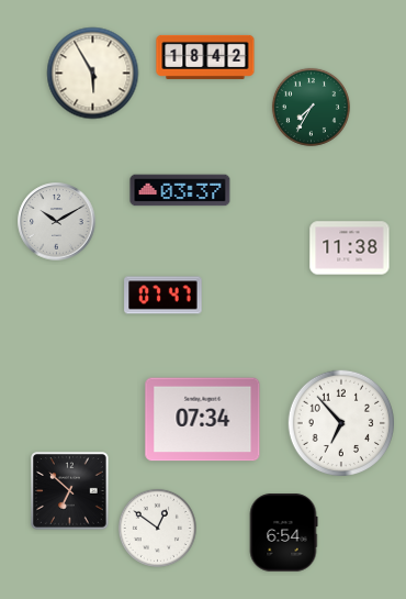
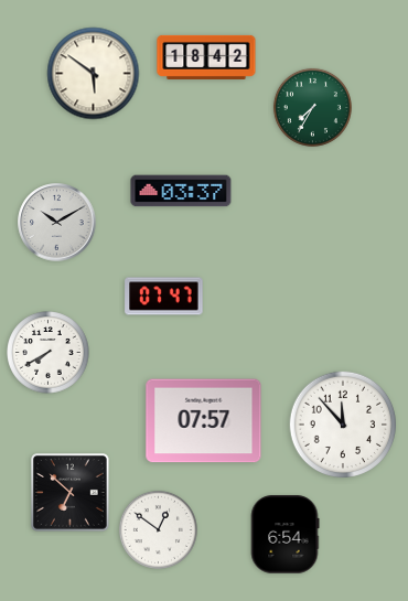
clock at (93, 74): 5:55 -> 5:51
clock at (350, 248): 11:38 -> none
clock at (49, 353): none -> 7:40
clock at (203, 420): 07:34 -> 07:57
clock at (340, 422): 6:53 -> 11:53
